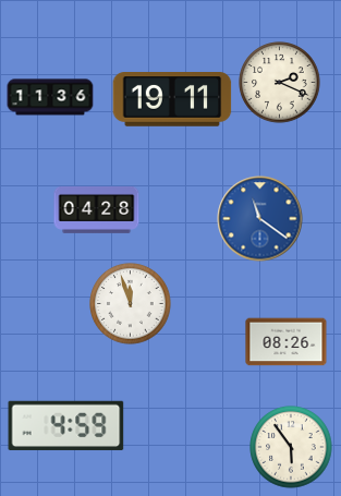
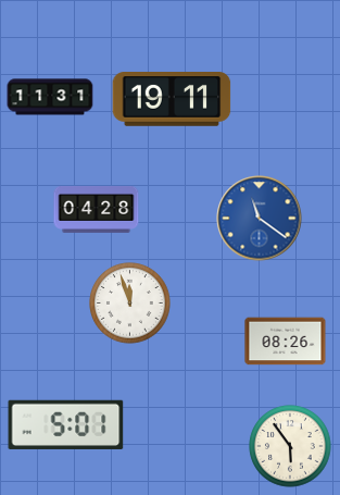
clock at (280, 83): 2:19 -> none
clock at (50, 97): 11:36 -> 11:31
clock at (66, 425): 4:59 -> 5:01
